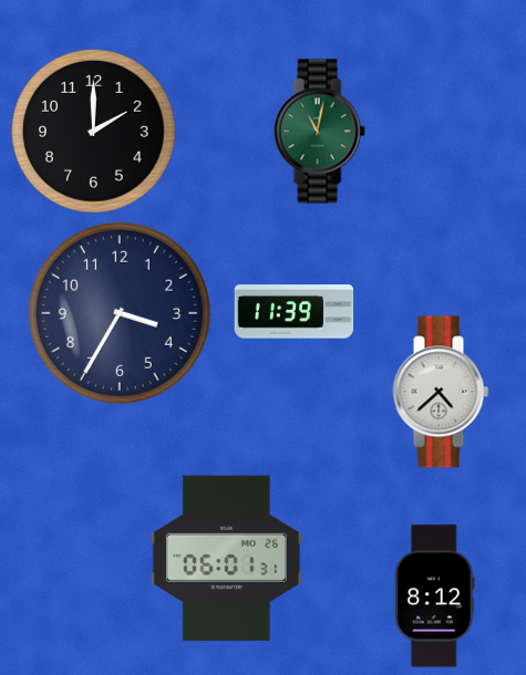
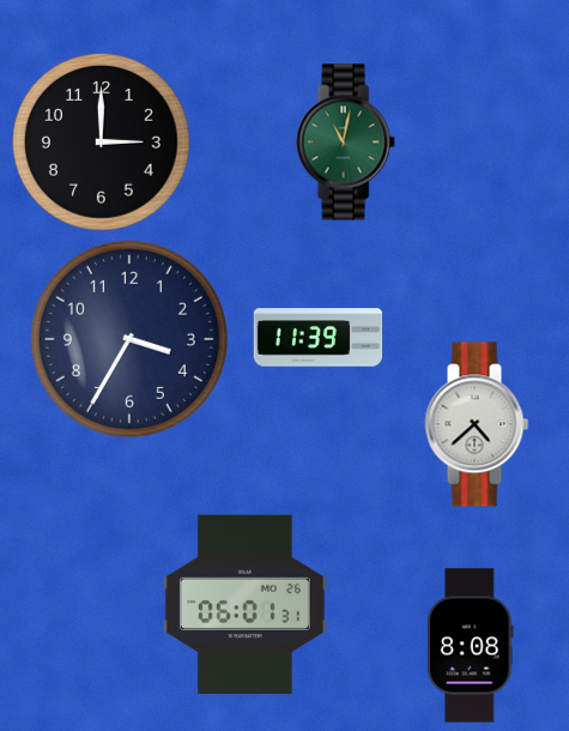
clock at (94, 132): 2:00 -> 3:00
clock at (435, 596): 8:12 -> 8:08
